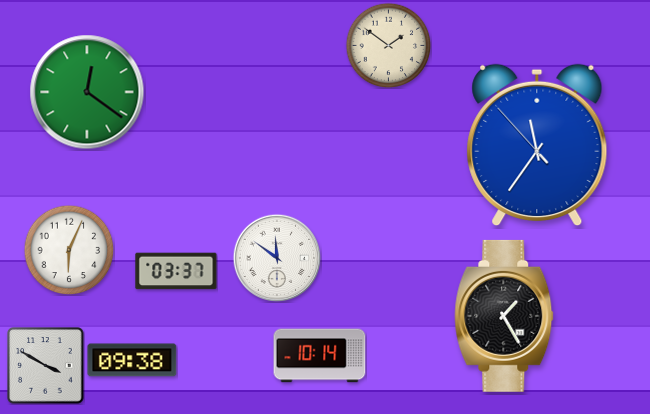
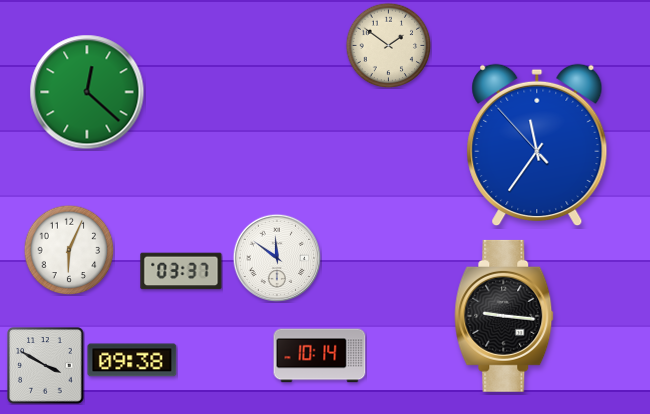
clock at (87, 92): 12:21 -> 12:22
clock at (176, 271) position: (176, 271) -> (181, 271)
clock at (504, 316): 1:25 -> 9:16
